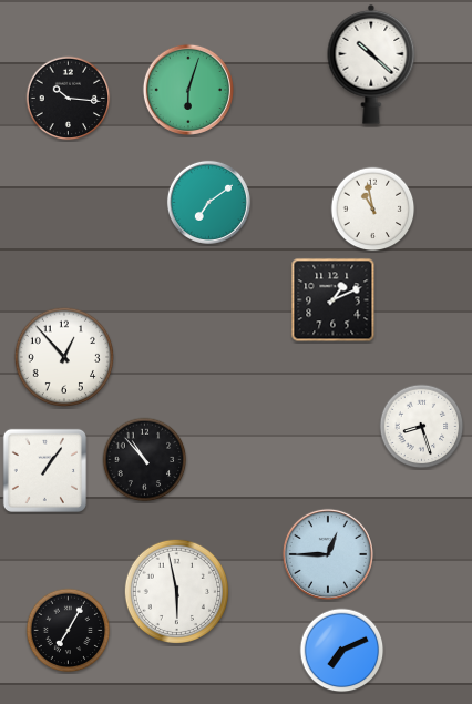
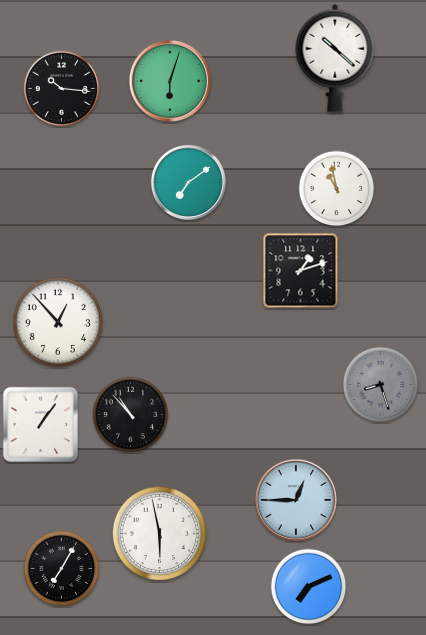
clock at (334, 300): 1:11 -> 1:12
clock at (422, 427) dial: white -> grey
